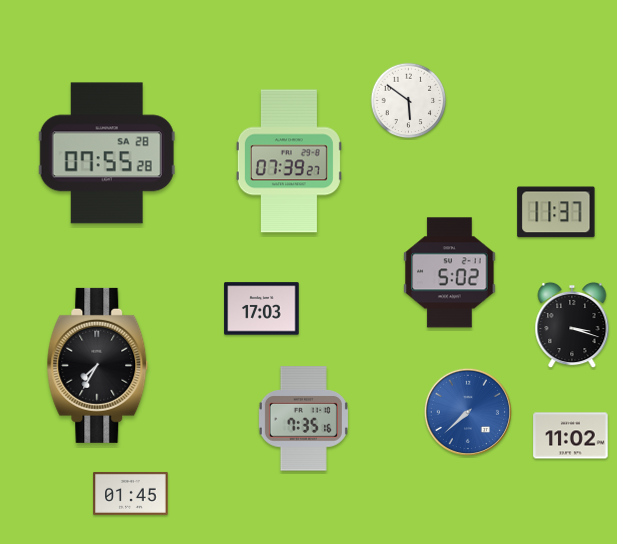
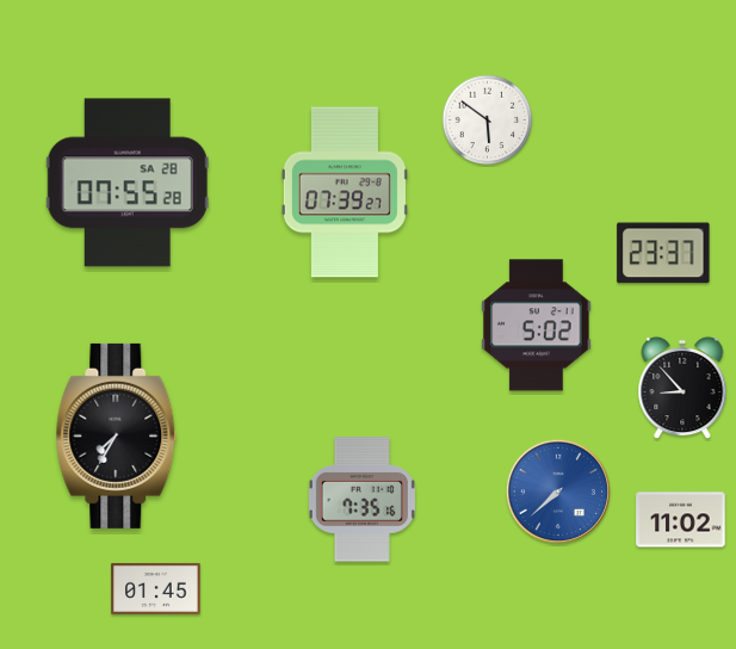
clock at (556, 212): 11:37 -> 23:37
clock at (262, 309): 17:03 -> none
clock at (572, 325): 3:18 -> 8:53
